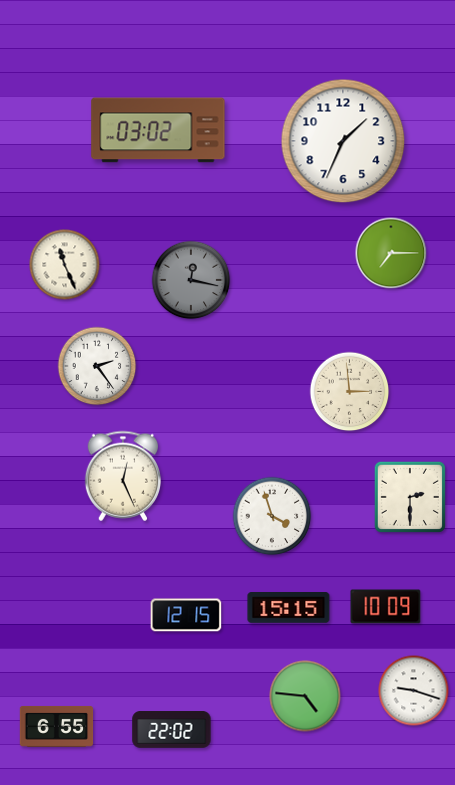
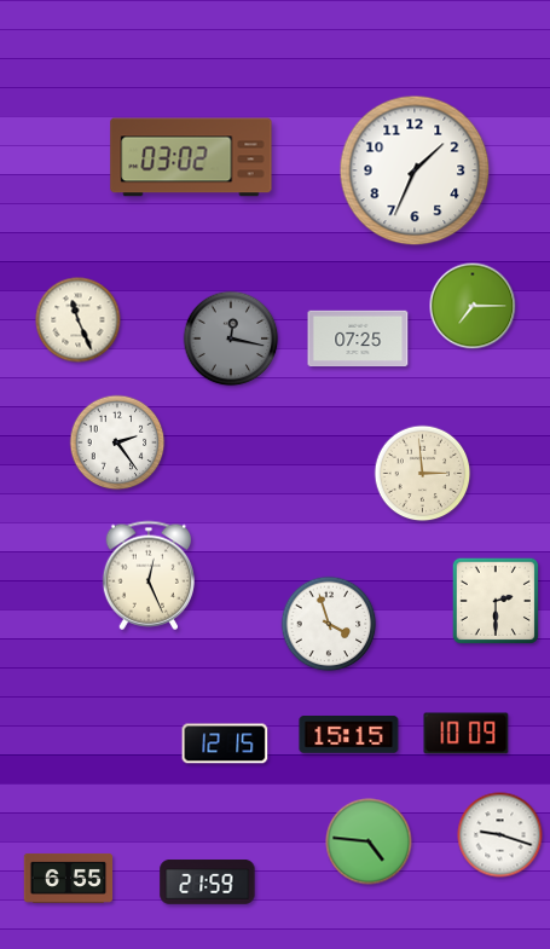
clock at (358, 338): none -> 07:25
clock at (172, 730): 22:02 -> 21:59
